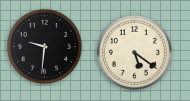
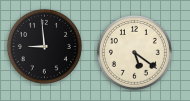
clock at (44, 46): 9:31 -> 8:59
